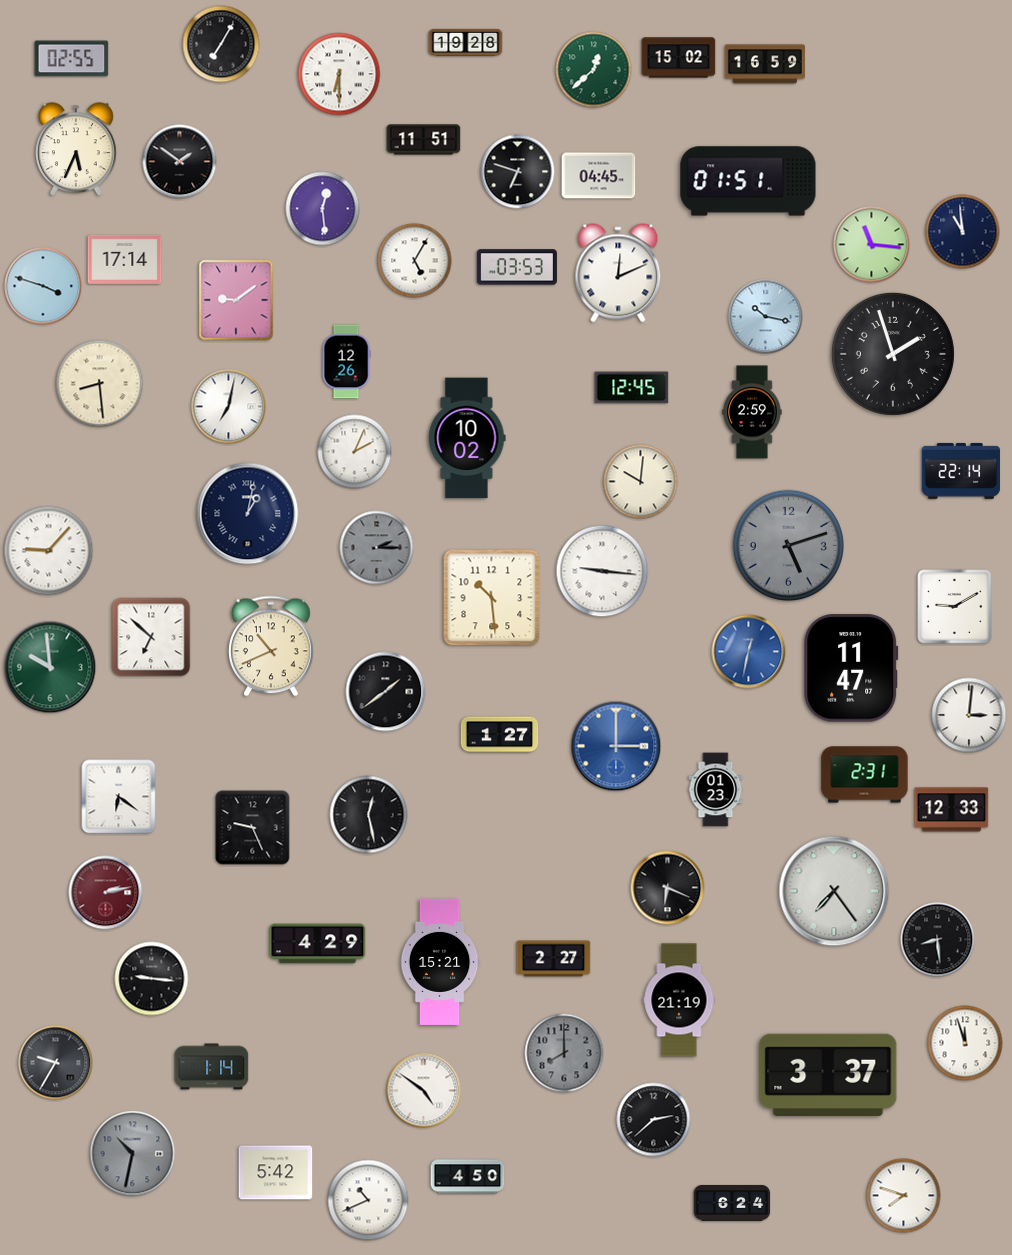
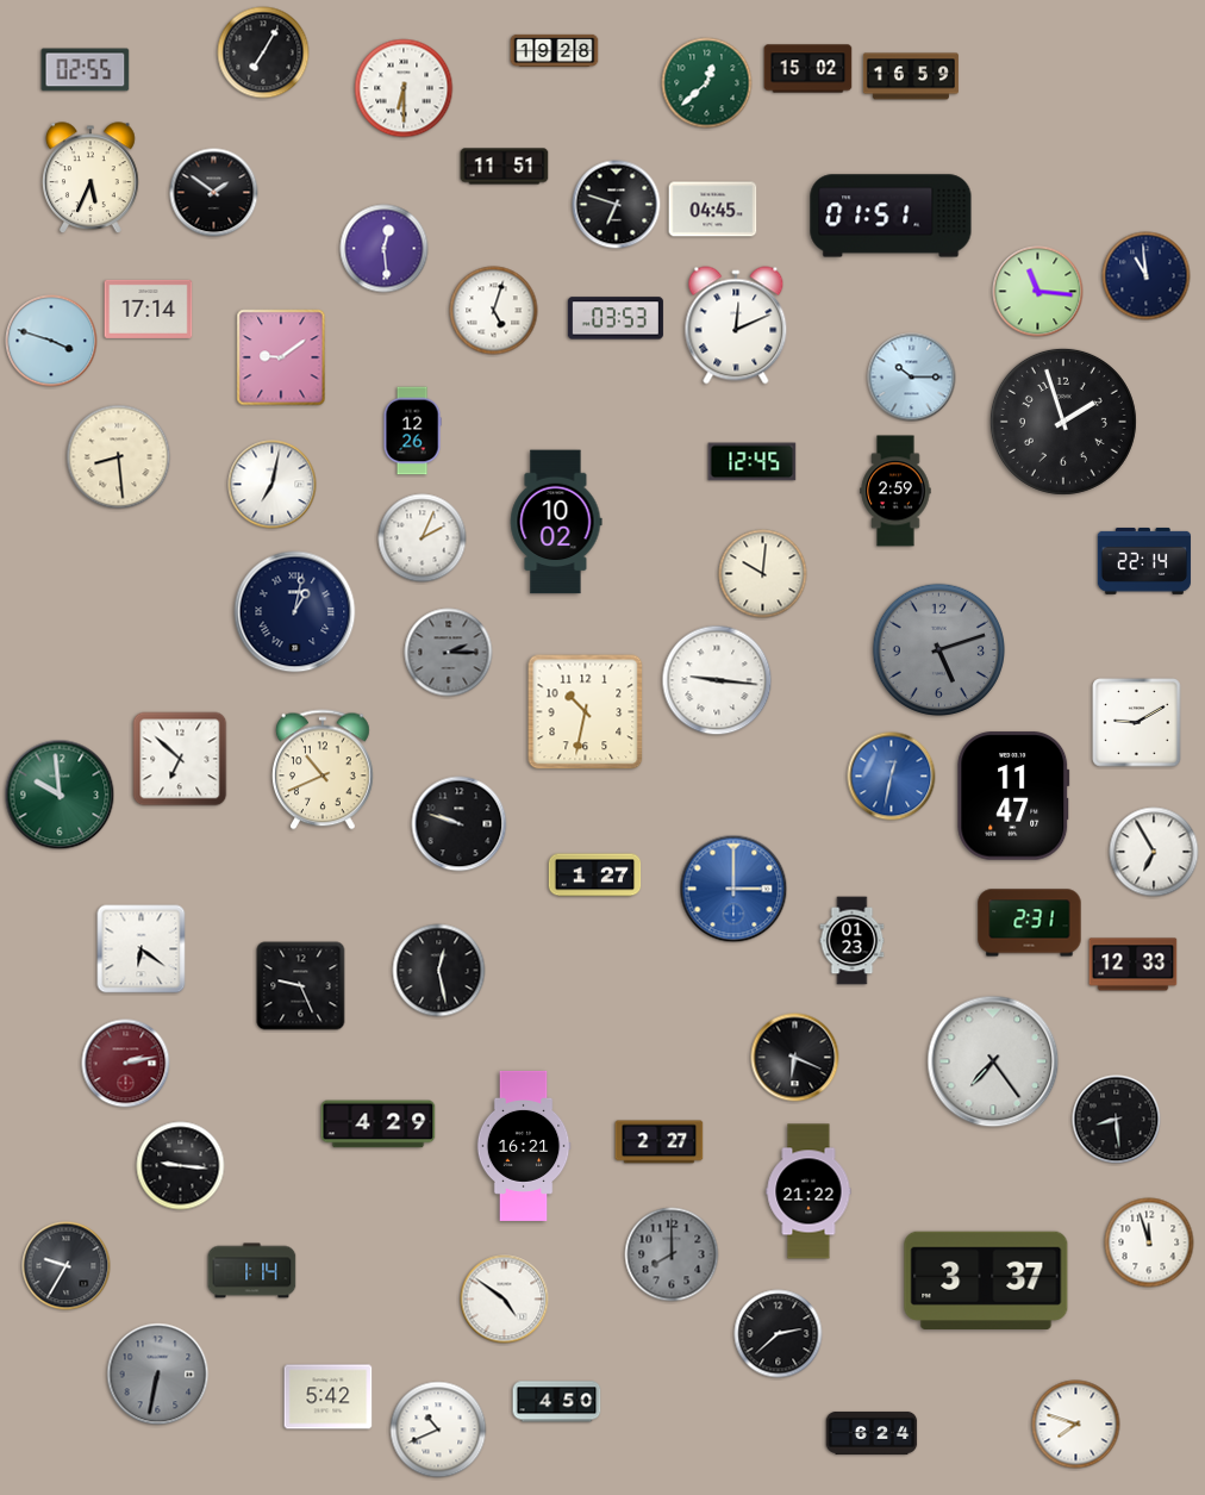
clock at (415, 261): 5:05 -> 5:03
clock at (766, 317): 10:17 -> 10:15
clock at (49, 551): 9:07 -> none
clock at (492, 598): 10:29 -> 10:32
clock at (386, 692): 1:39 -> 9:48
clock at (969, 715): 3:01 -> 6:55
clock at (440, 962): 15:21 -> 16:21
clock at (679, 1000): 21:19 -> 21:22
clock at (133, 1154): 10:32 -> 6:32
